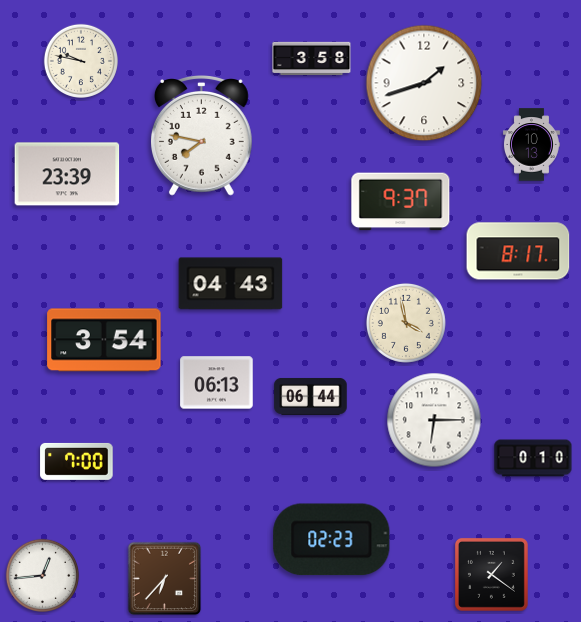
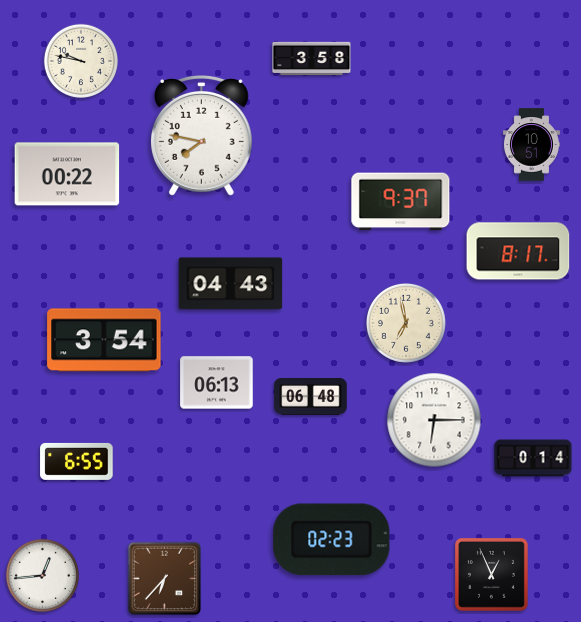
clock at (424, 83): 1:42 -> none
clock at (531, 145): 10:13 -> 10:51
clock at (67, 174): 23:39 -> 00:22
clock at (406, 323): 3:58 -> 6:58
clock at (311, 396): 06:44 -> 06:48
clock at (533, 458): 0:10 -> 0:14
clock at (77, 461): 7:00 -> 6:55
clock at (491, 574): 1:21 -> 12:56
